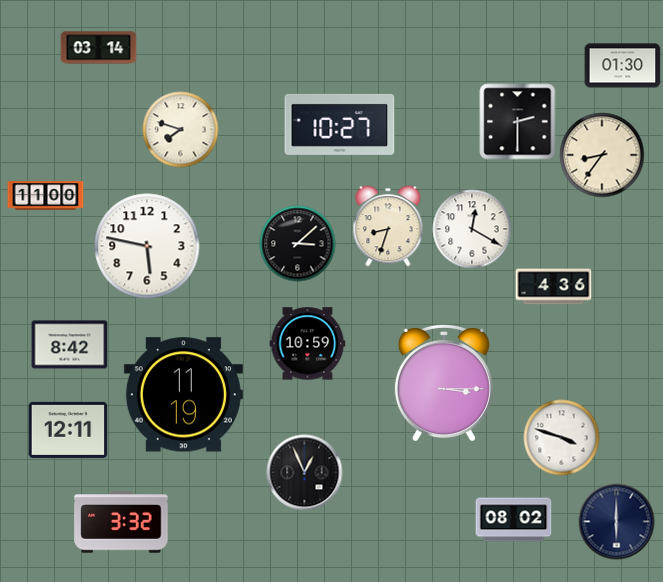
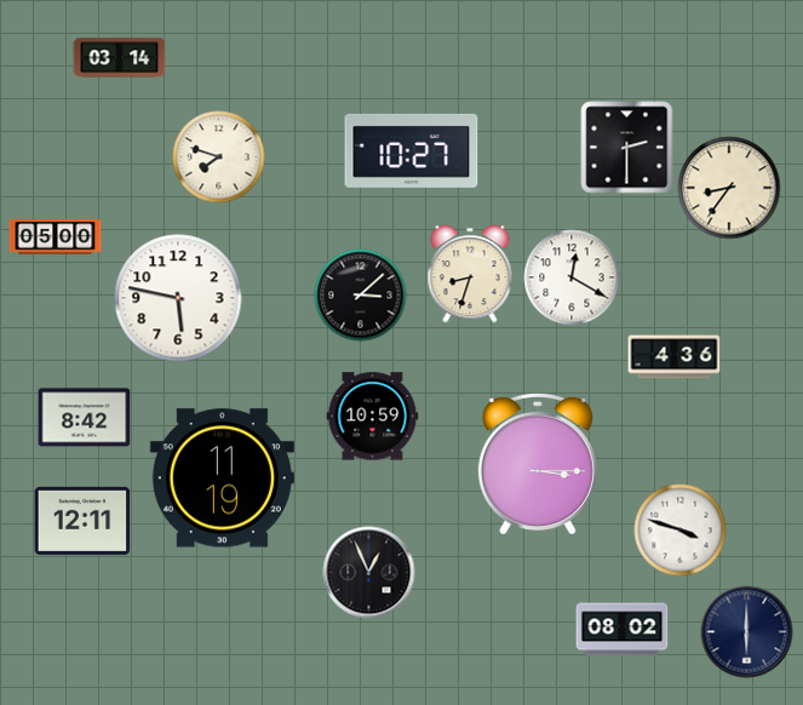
clock at (623, 66): 01:30 -> none
clock at (46, 196): 11:00 -> 05:00
clock at (554, 287) position: (554, 287) -> (675, 357)
clock at (121, 522): 3:32 -> none
